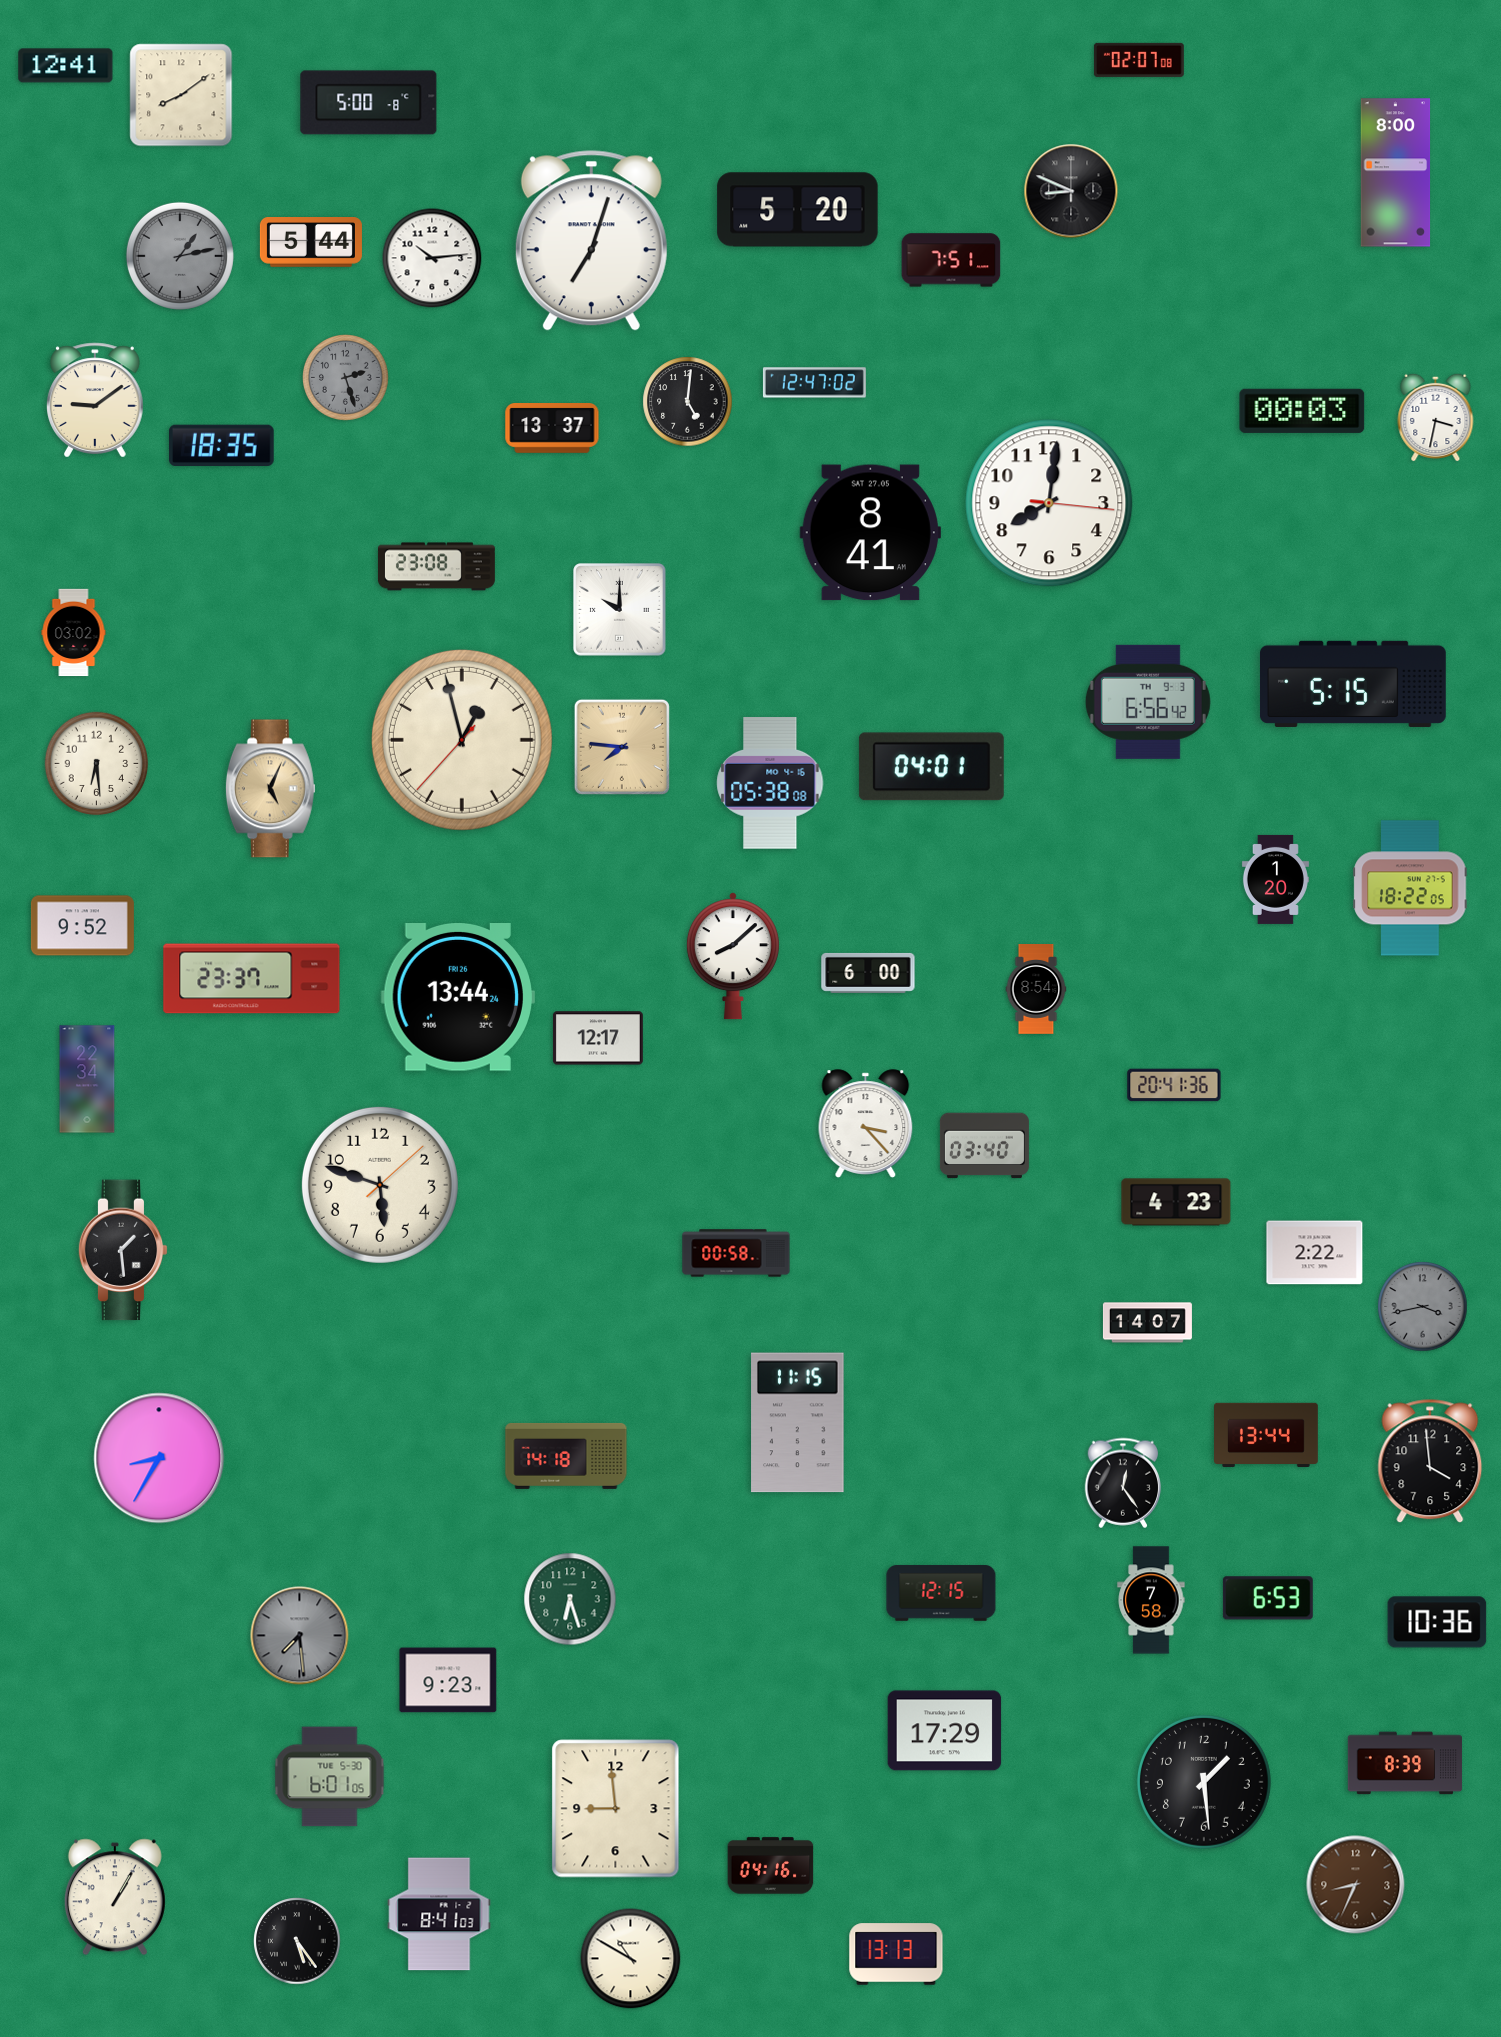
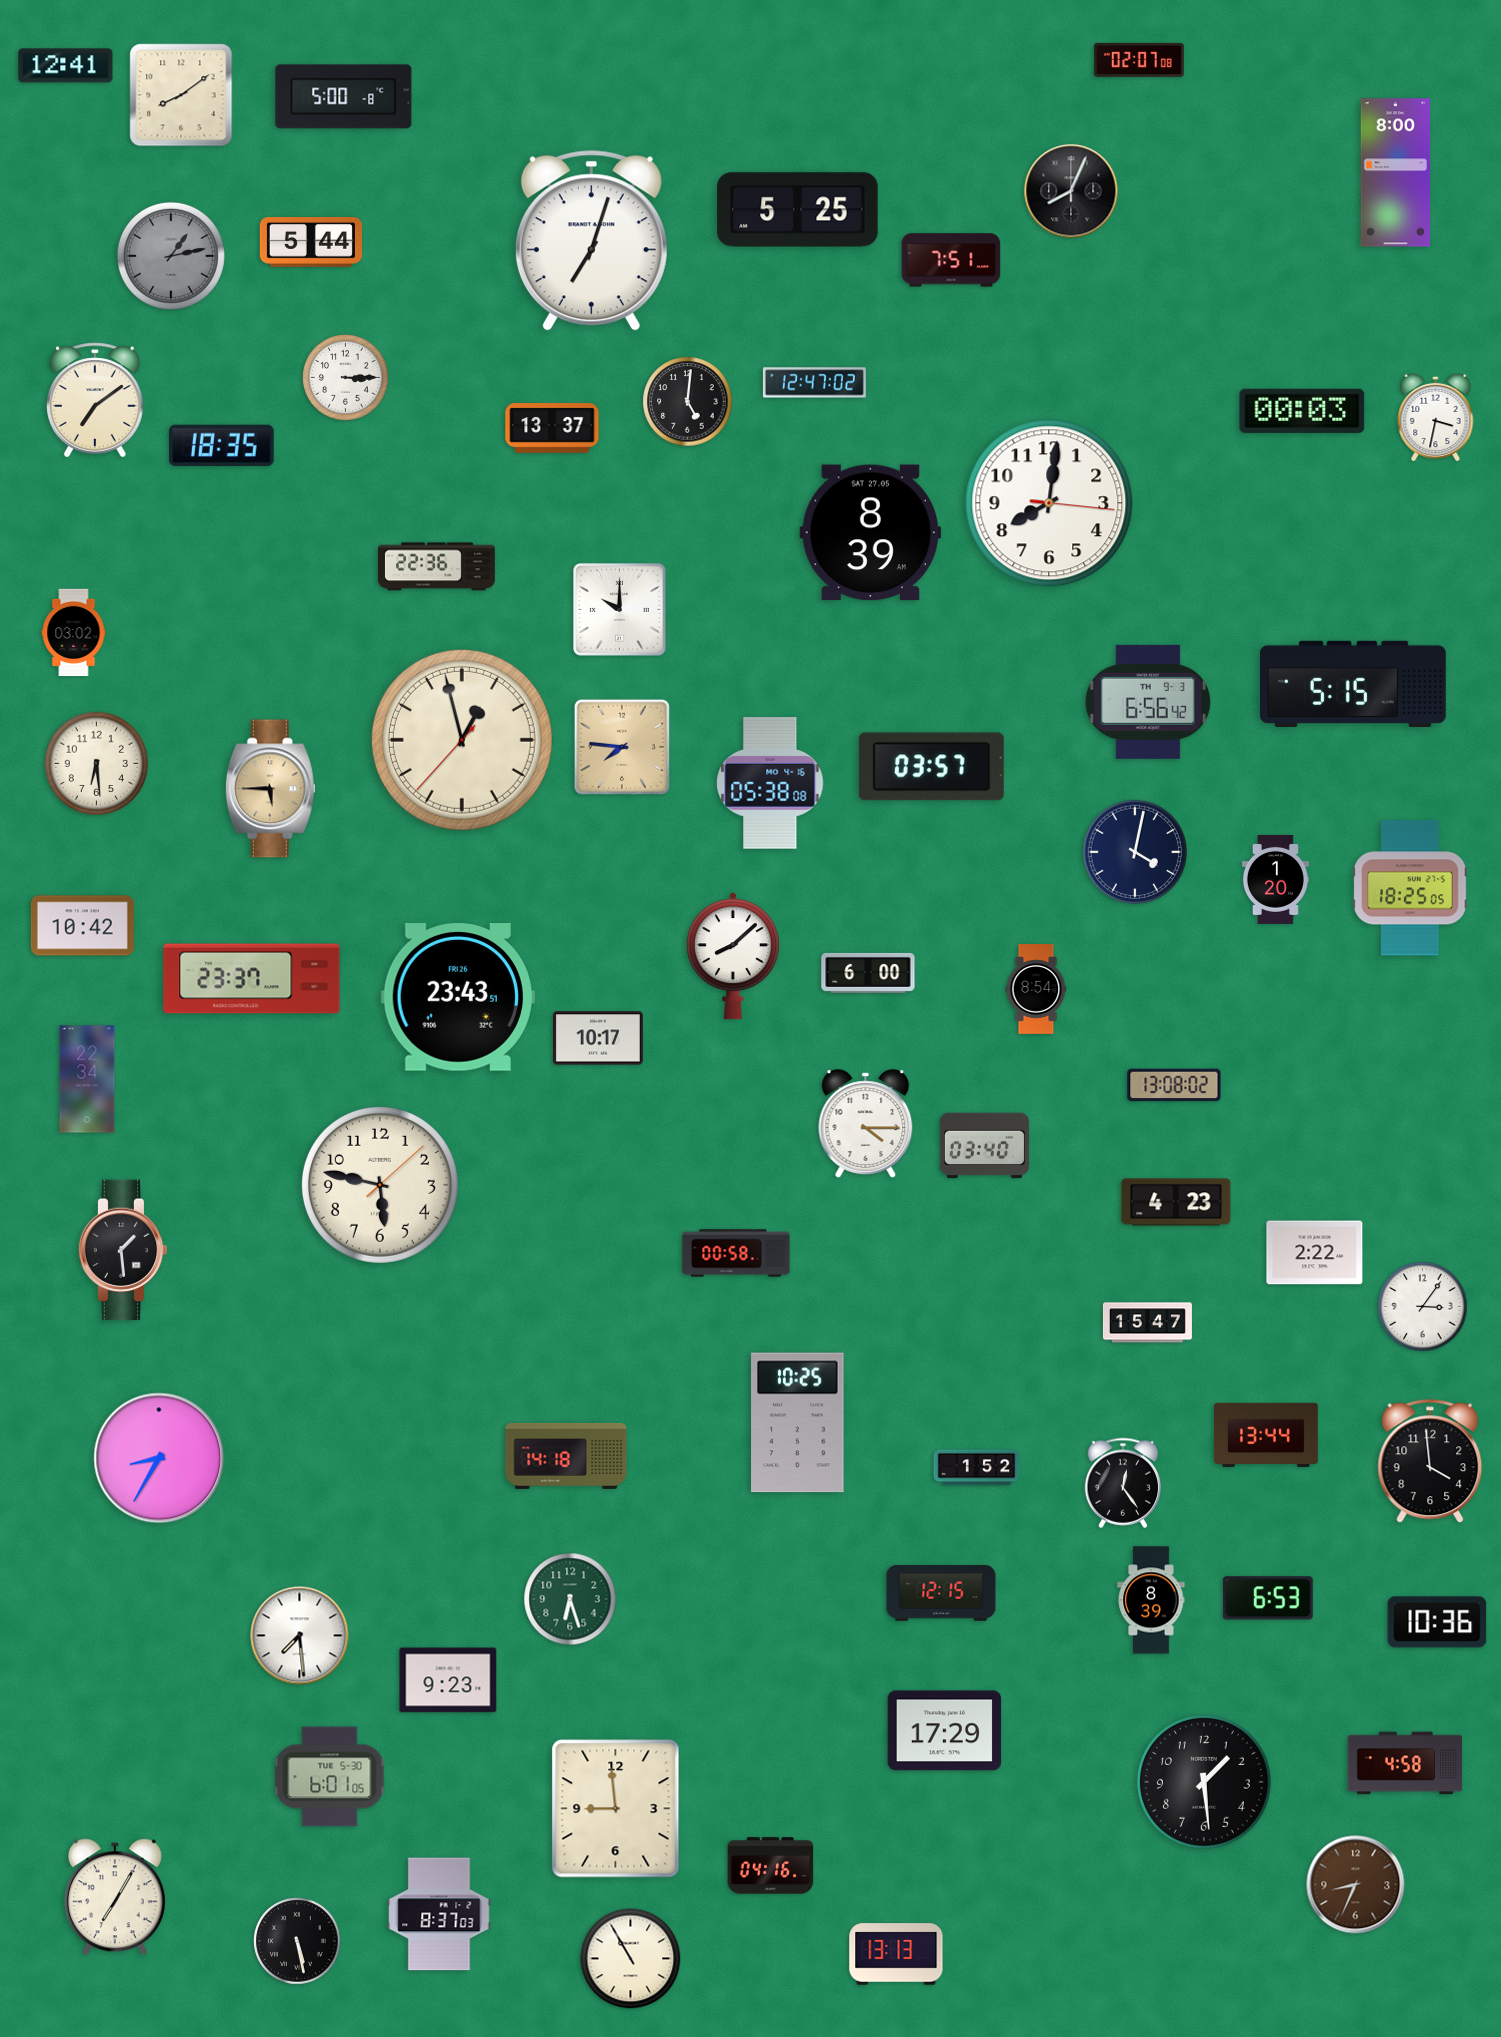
clock at (369, 103) position: (369, 103) -> (344, 97)
clock at (1071, 191): 8:49 -> 8:04
clock at (798, 210): 5:20 -> 5:25
clock at (180, 256) position: (180, 256) -> (171, 256)
clock at (432, 258): 10:14 -> none
clock at (346, 378): 2:27 -> 3:15
clock at (346, 378) dial: grey -> white
clock at (95, 400): 9:09 -> 7:09
clock at (870, 533): 8:41 -> 8:39
clock at (436, 567): 23:08 -> 22:36
clock at (931, 767): 04:01 -> 03:57
clock at (270, 789): 5:04 -> 5:45
clock at (1135, 852): none -> 4:02
clock at (1410, 888): 18:22 -> 18:25
clock at (82, 926): 9:52 -> 10:42
clock at (458, 998): 13:44 -> 23:43
clock at (598, 1038): 12:17 -> 10:17
clock at (1174, 1085): 20:41 -> 13:08
clock at (866, 1124): 3:23 -> 4:15
clock at (380, 1185): 5:48 -> 5:47
clock at (1423, 1307): 3:43 -> 3:06
clock at (1423, 1307) dial: grey -> white
clock at (1147, 1323): 14:07 -> 15:47
clock at (798, 1423): 11:15 -> 10:25
clock at (977, 1468): none -> 1:52
clock at (1151, 1600): 7:58 -> 8:39
clock at (300, 1636) dial: grey -> white
clock at (1405, 1763): 8:39 -> 4:58
clock at (115, 1897): 1:05 -> 7:05
clock at (439, 1914): 8:41 -> 8:37
clock at (297, 1941): 5:24 -> 5:28
clock at (631, 1959): 10:50 -> 10:55
